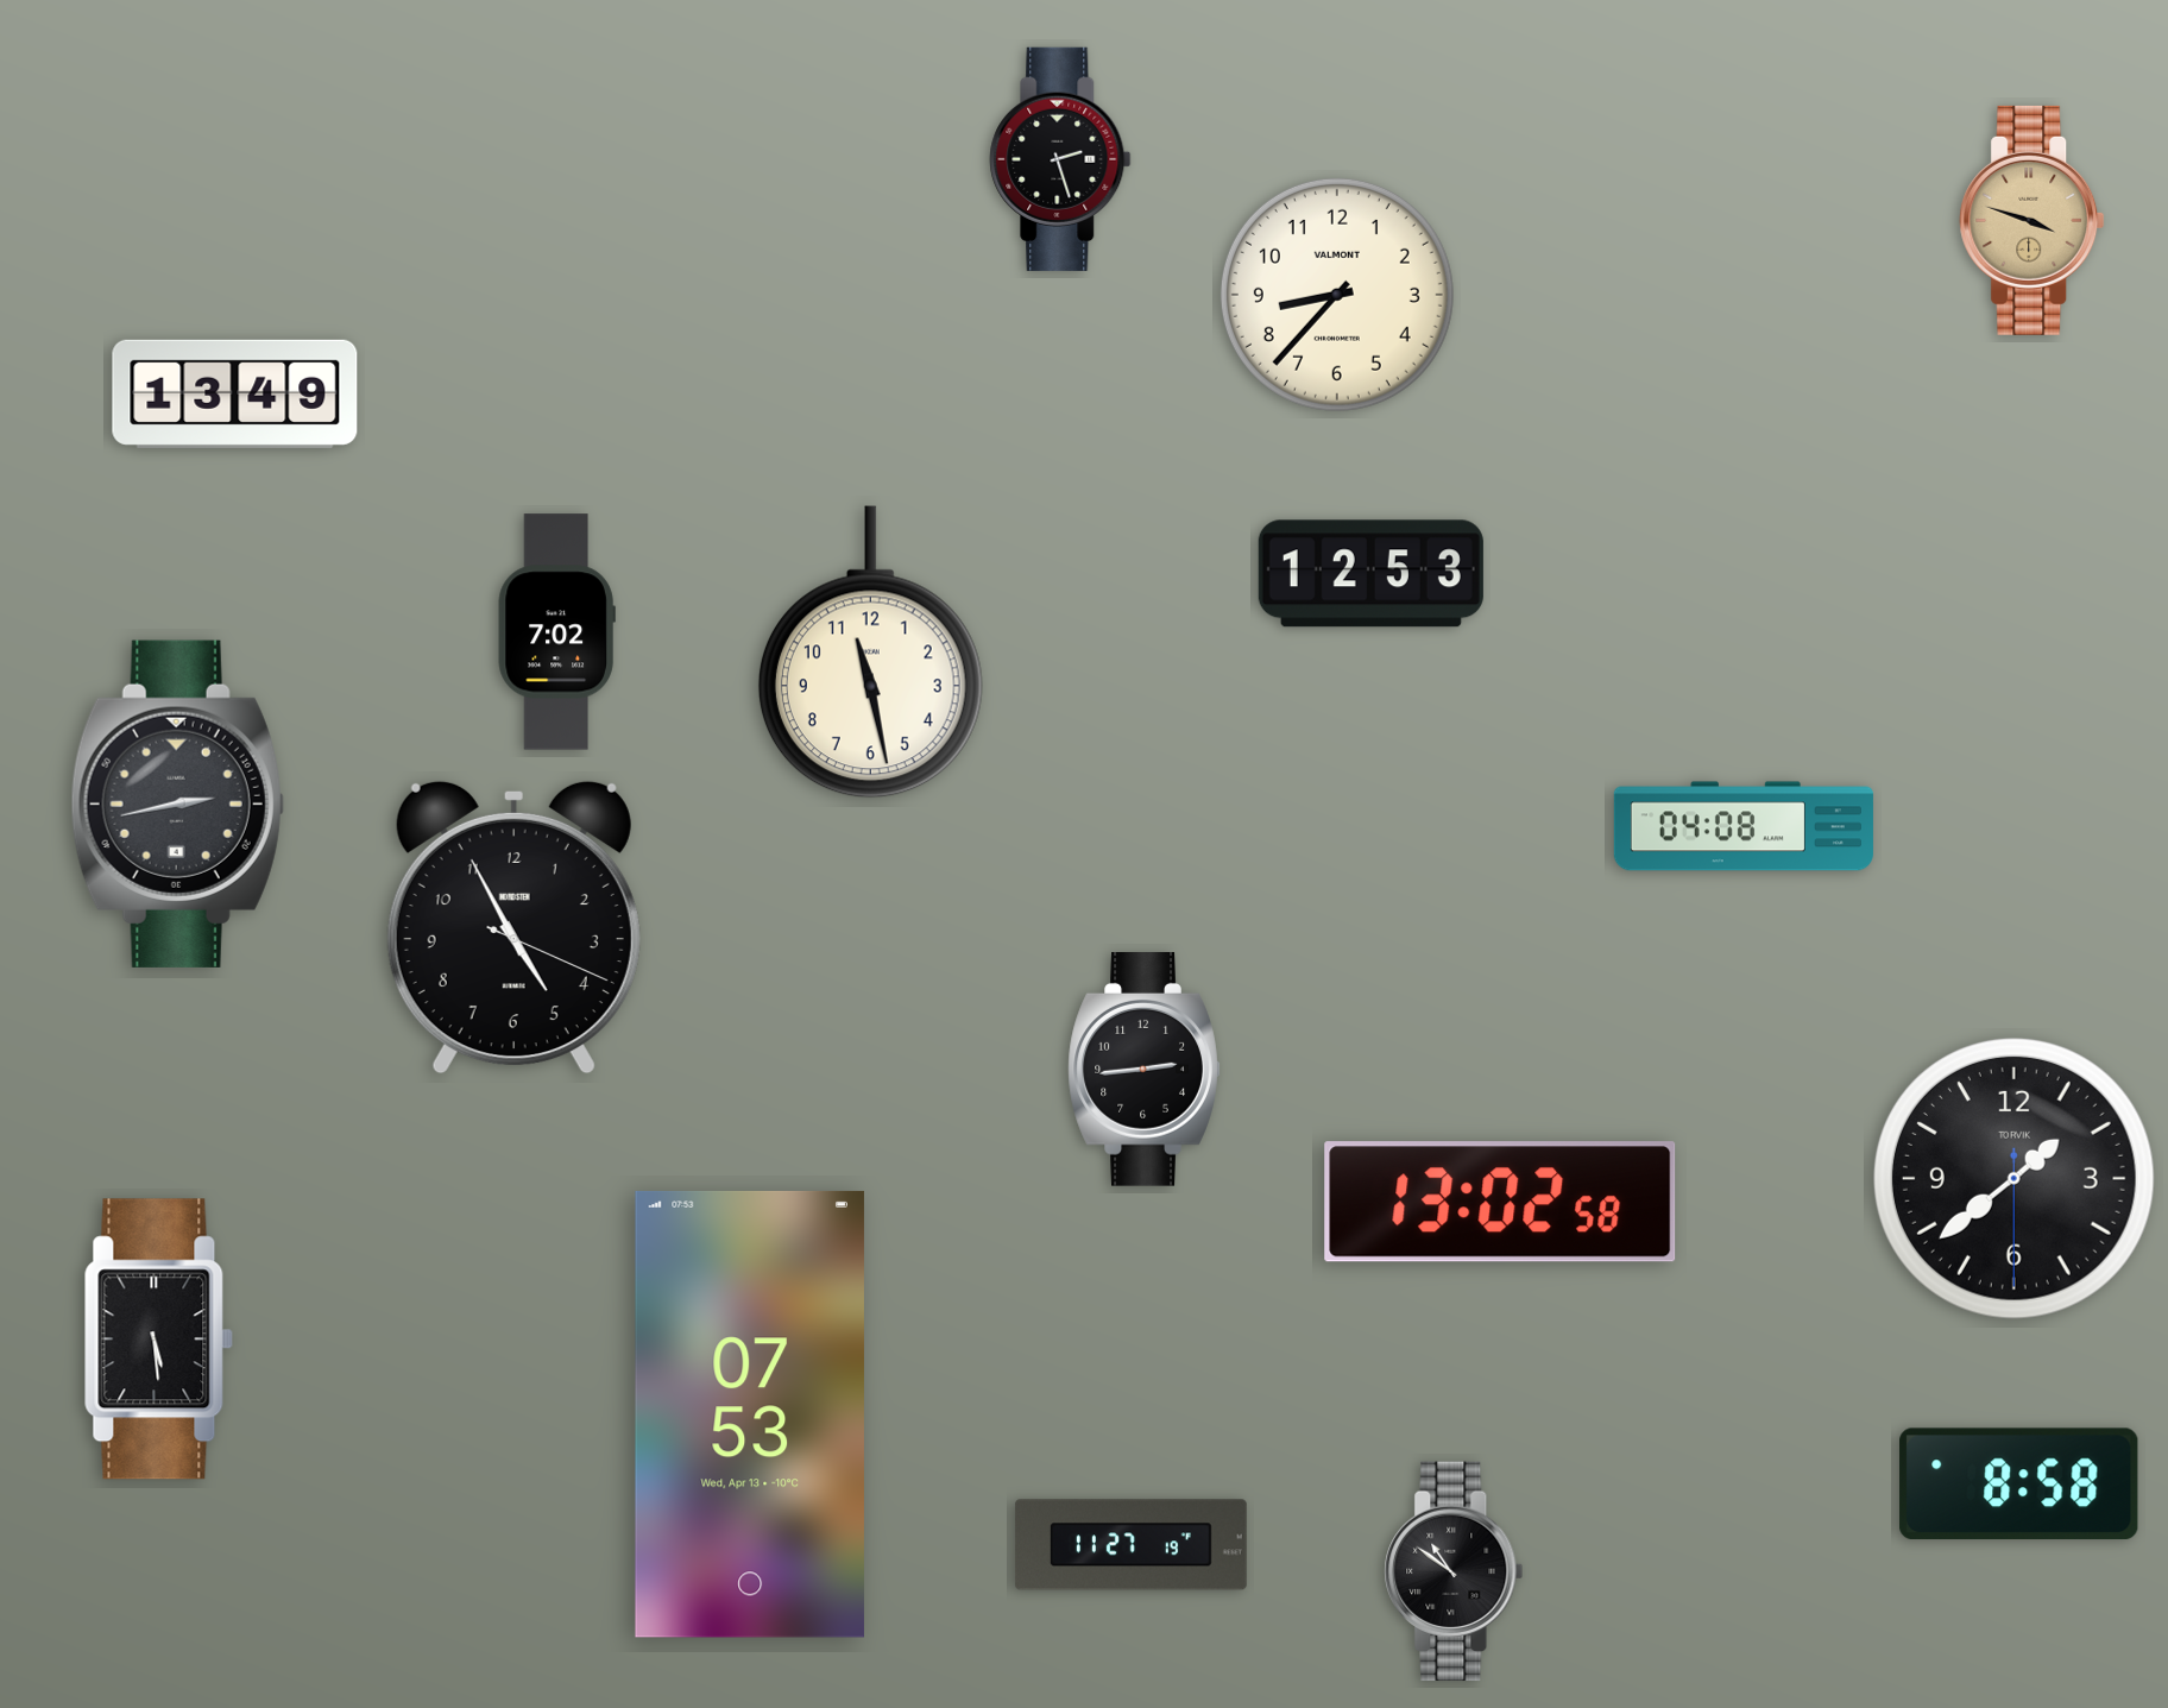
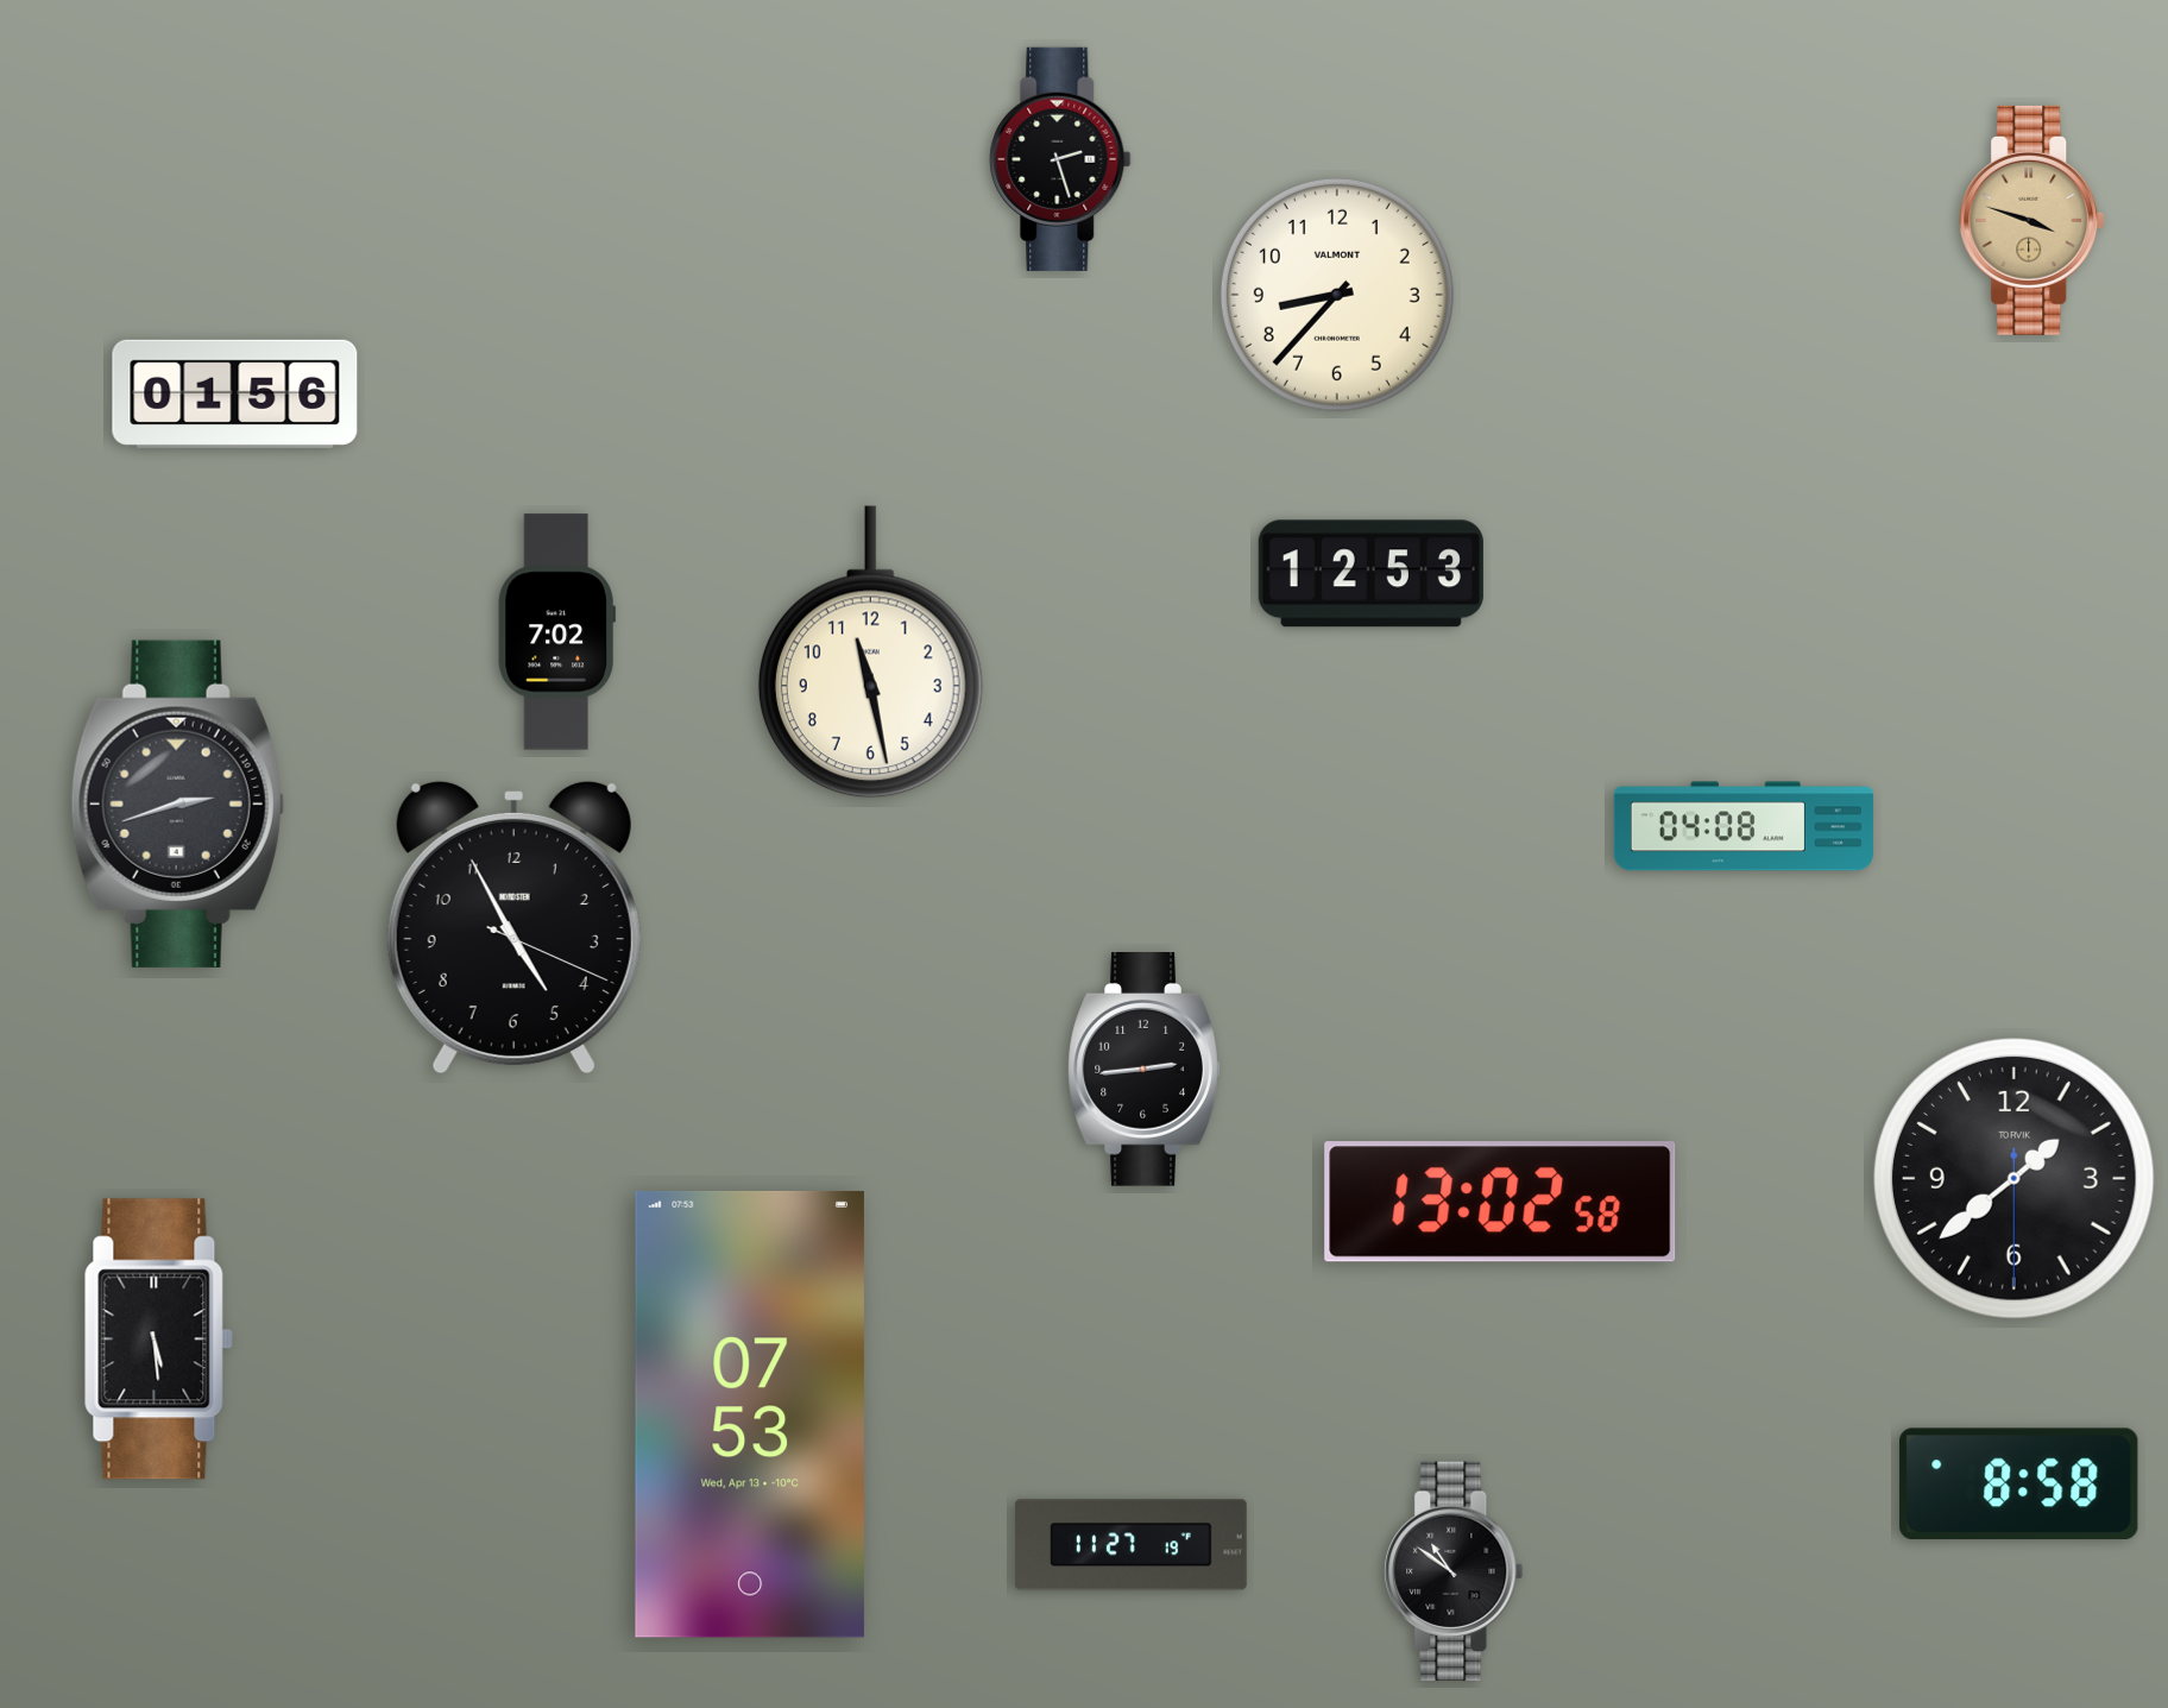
clock at (235, 393): 13:49 -> 01:56
clock at (177, 803): 2:43 -> 2:42
